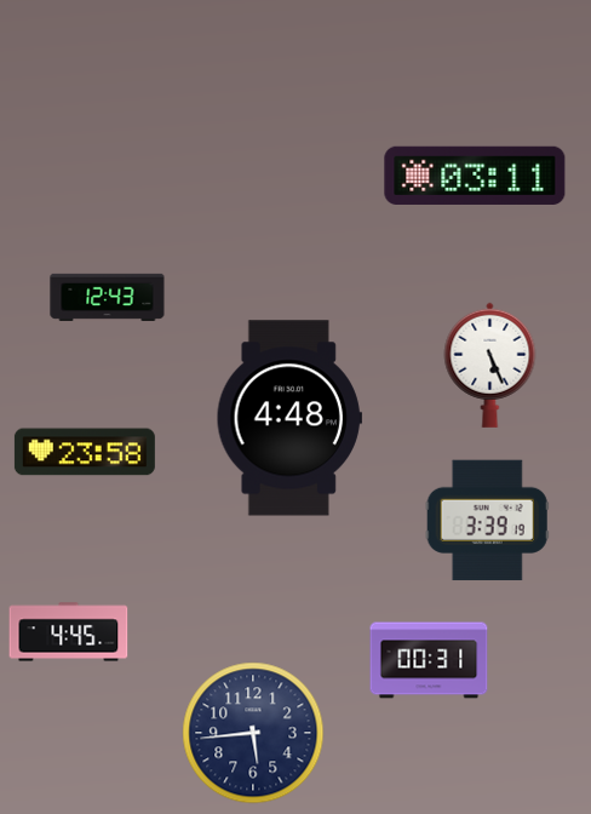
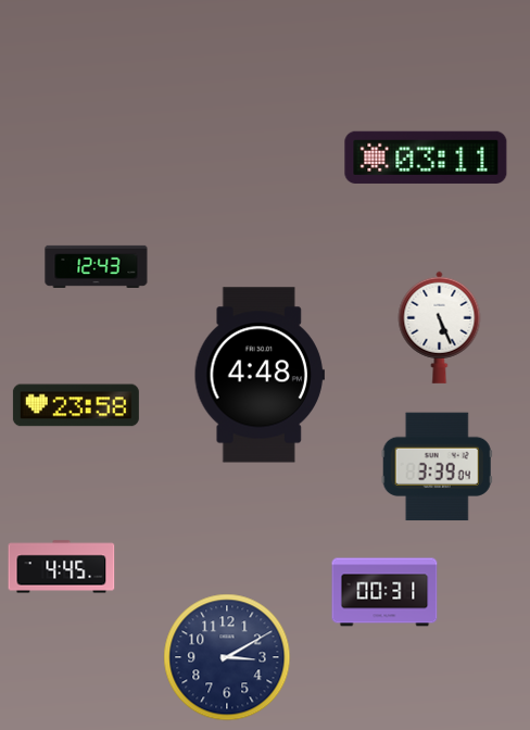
clock at (487, 521): 3:39:19 -> 3:39:04
clock at (253, 733): 5:44 -> 3:10
